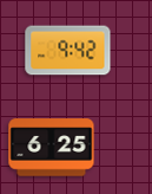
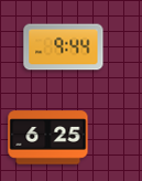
clock at (68, 51): 9:42 -> 9:44
